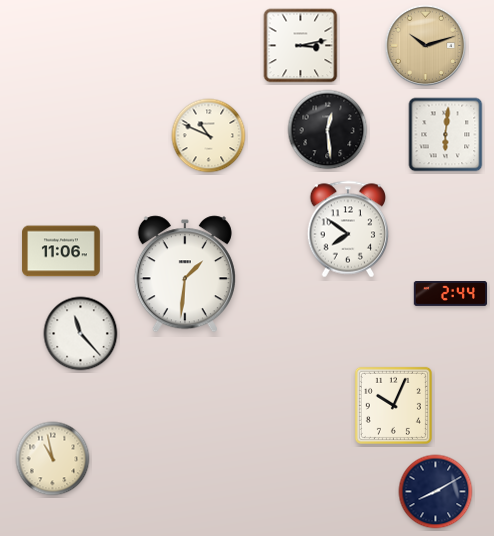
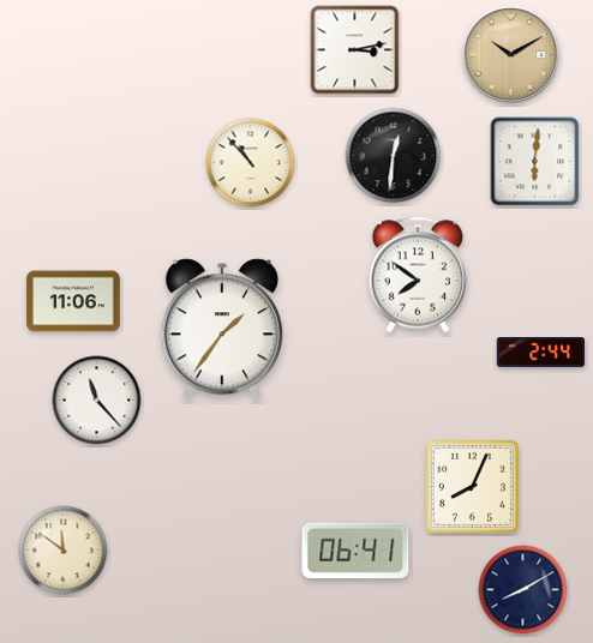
clock at (301, 46) position: (301, 46) -> (355, 50)
clock at (426, 46): 10:12 -> 10:10
clock at (328, 130): 12:29 -> 12:31
clock at (209, 136): 10:49 -> 10:53
clock at (185, 274): 1:31 -> 1:36
clock at (393, 405): 10:04 -> 8:04
clock at (53, 459): 10:58 -> 11:51
clock at (355, 551): none -> 06:41
